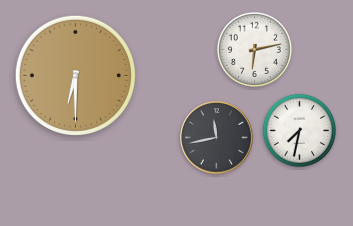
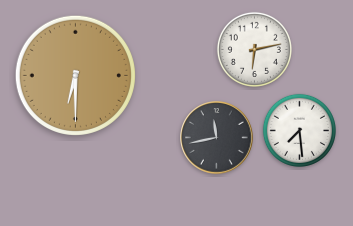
clock at (299, 130): 7:32 -> 7:29
